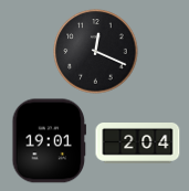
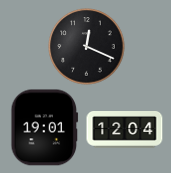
clock at (138, 144): 2:04 -> 12:04
